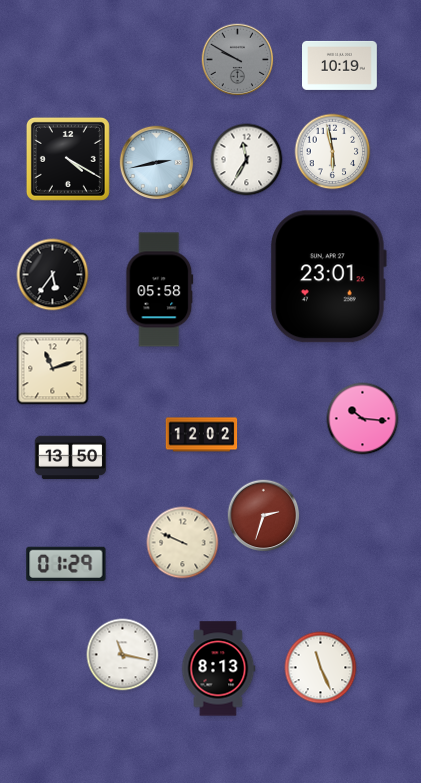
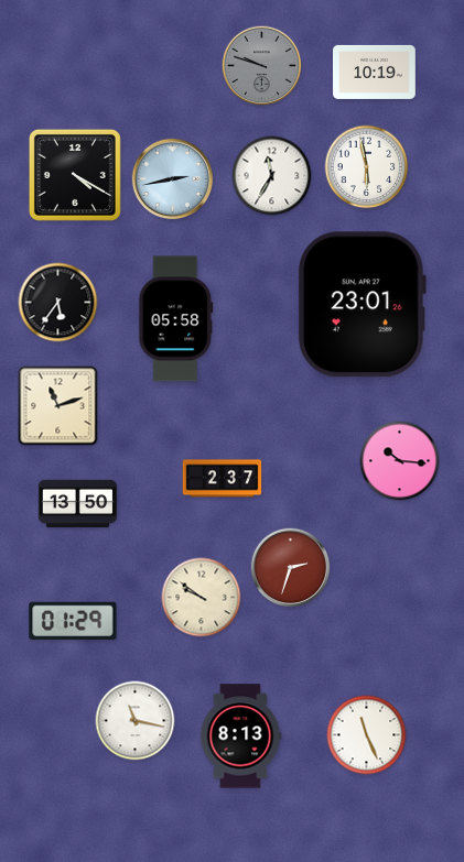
clock at (238, 60): 9:50 -> 9:48
clock at (202, 435): 12:02 -> 2:37
clock at (183, 543): 9:49 -> 9:51
clock at (321, 668) position: (321, 668) -> (367, 735)
